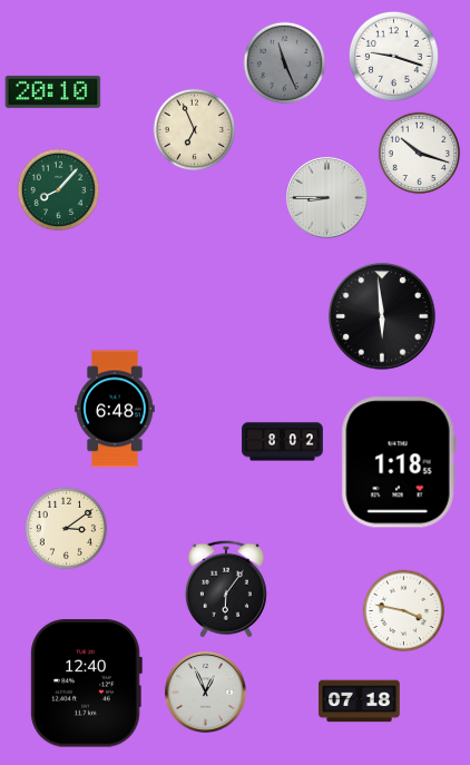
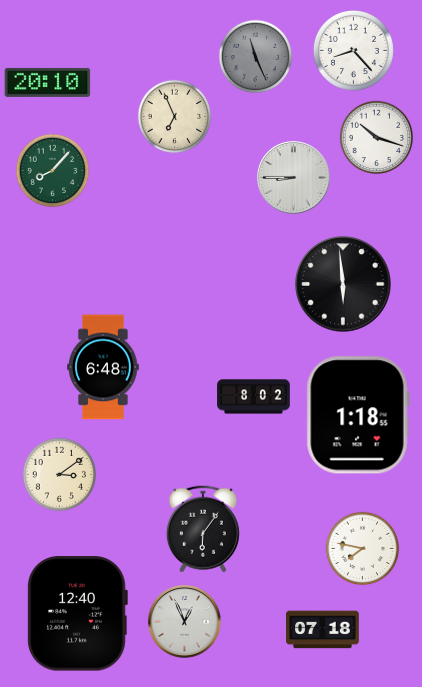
clock at (393, 56): 9:18 -> 8:23
clock at (404, 611): 3:47 -> 7:47
